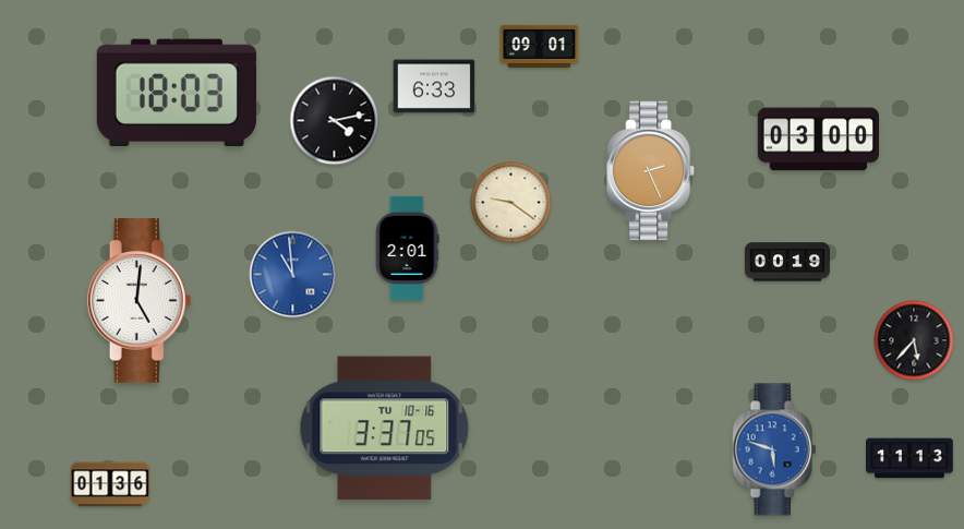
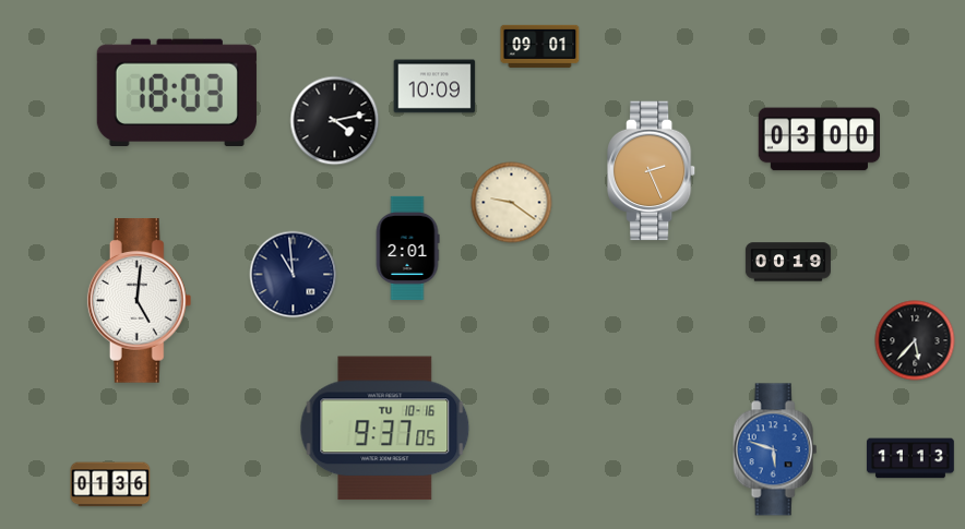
clock at (434, 86): 6:33 -> 10:09
clock at (293, 275) dial: blue -> navy
clock at (385, 429): 3:37 -> 9:37
